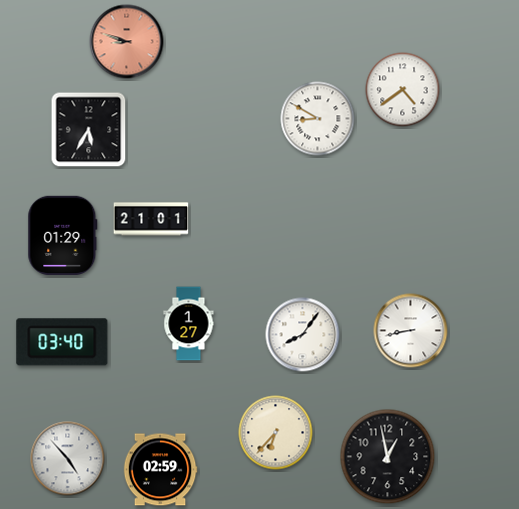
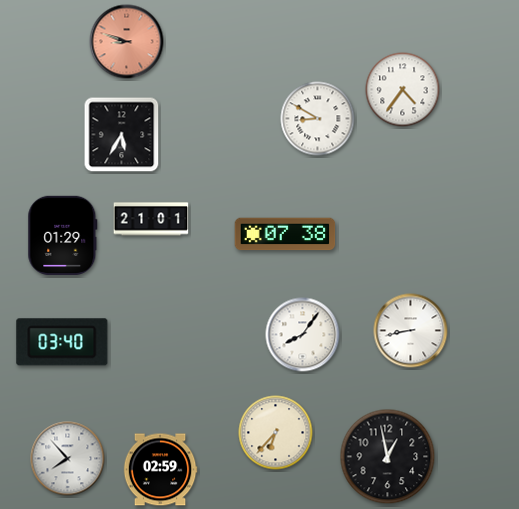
clock at (403, 90): 4:39 -> 4:36
clock at (89, 130) position: (89, 130) -> (122, 135)
clock at (285, 234): none -> 07:38
clock at (189, 324): 1:27 -> none
clock at (68, 459): 4:53 -> 7:53
